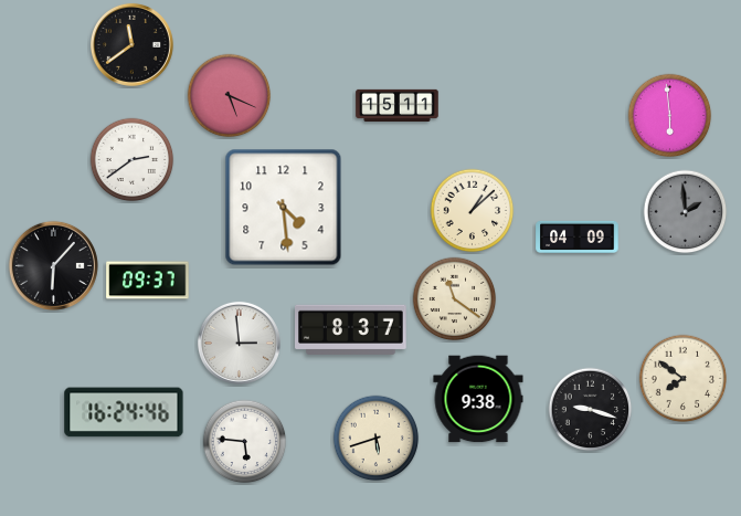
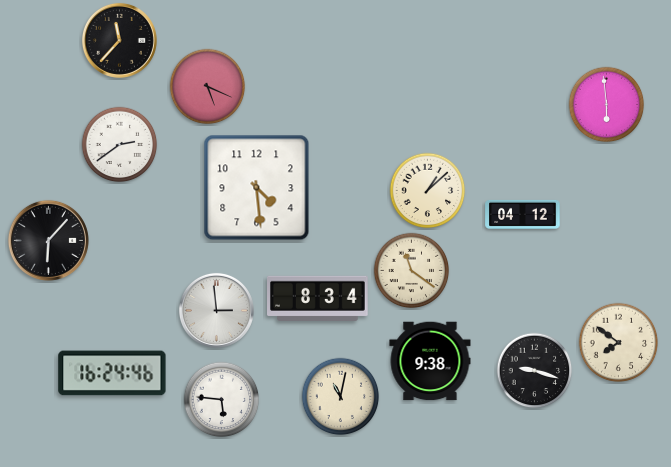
clock at (131, 44): 11:39 -> 11:37
clock at (398, 106): 15:11 -> none
clock at (686, 212): 1:59 -> none
clock at (578, 236): 04:09 -> 04:12
clock at (148, 281): 09:37 -> none
clock at (351, 329): 8:37 -> 8:34
clock at (478, 399) position: (478, 399) -> (430, 361)
clock at (377, 439): 5:42 -> 11:02
